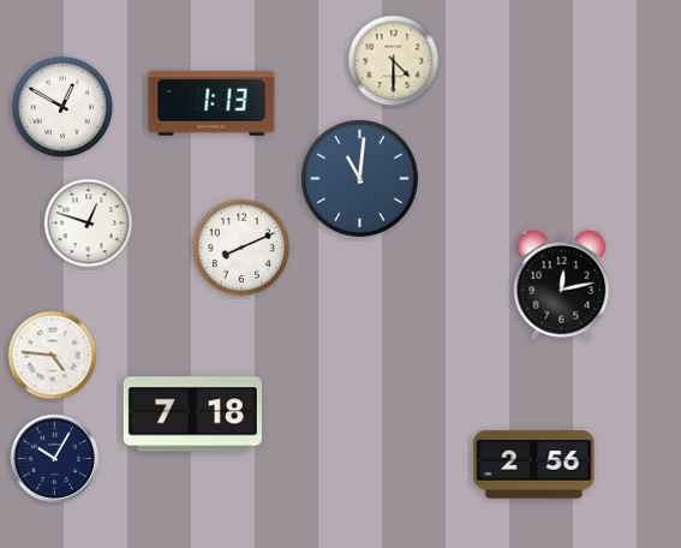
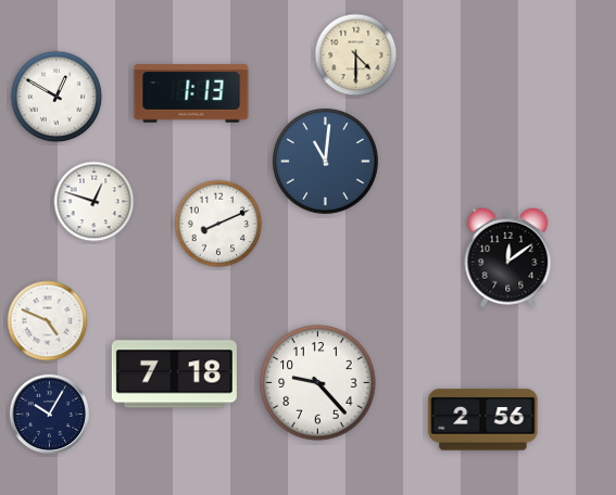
clock at (89, 224) position: (89, 224) -> (95, 202)
clock at (562, 285): 12:13 -> 12:09
clock at (53, 356): 4:46 -> 4:49
clock at (318, 383): none -> 9:23
